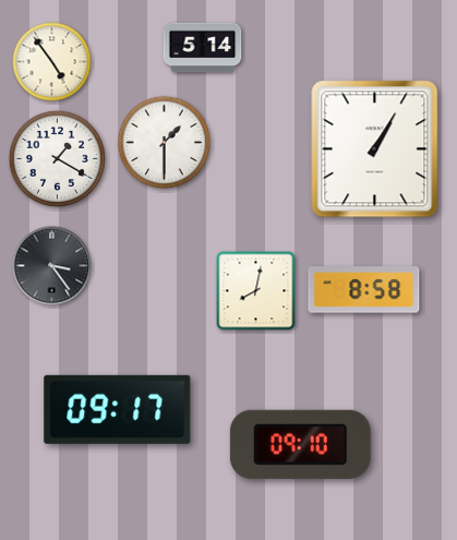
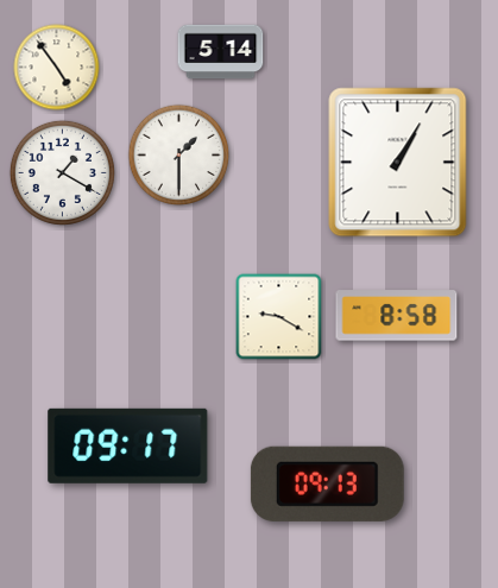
clock at (375, 149) position: (375, 149) -> (398, 163)
clock at (52, 266): 3:24 -> none
clock at (256, 291): 8:02 -> 9:20
clock at (300, 444): 09:10 -> 09:13
